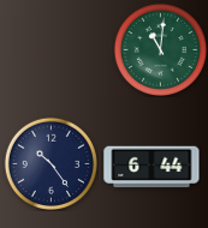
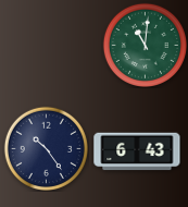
clock at (151, 167): 6:44 -> 6:43
